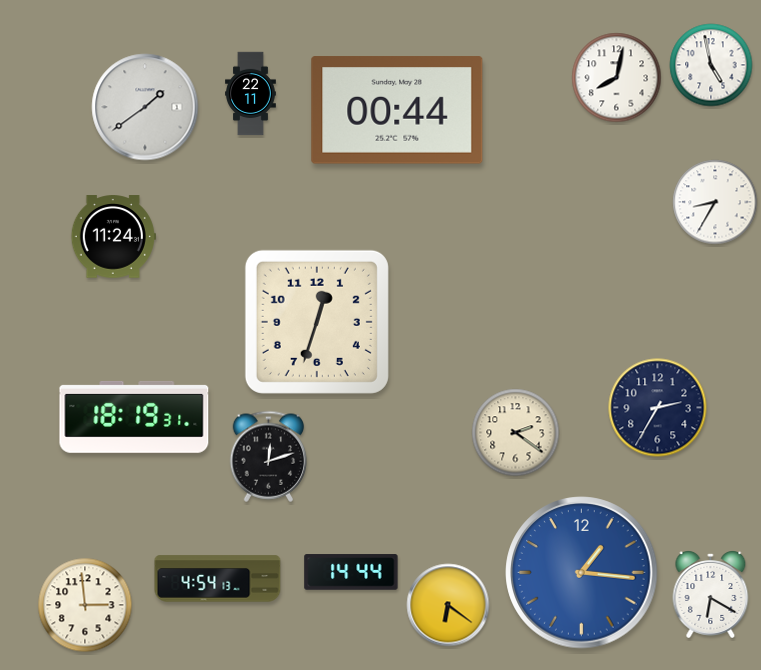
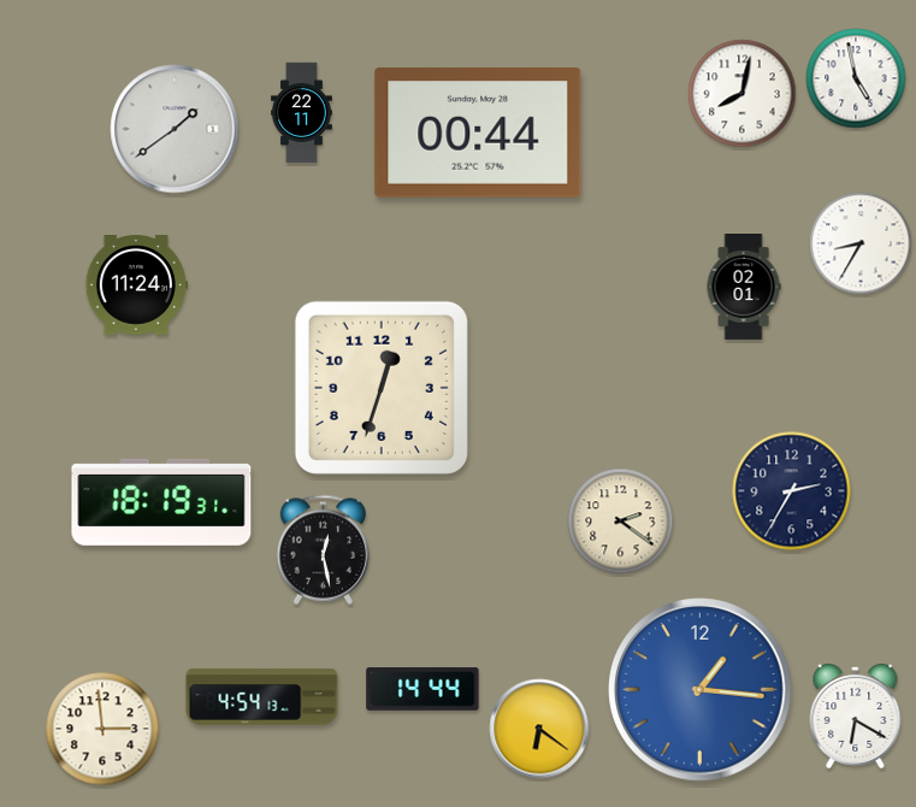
clock at (744, 288): none -> 02:01
clock at (269, 456): 12:12 -> 12:28
